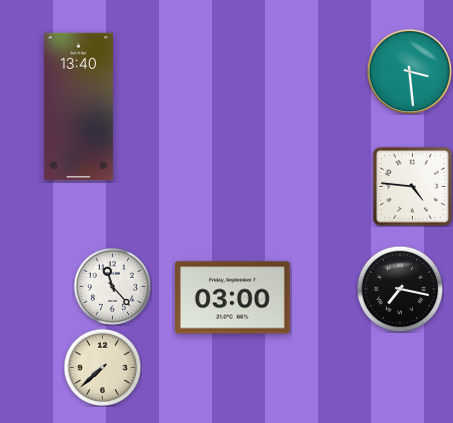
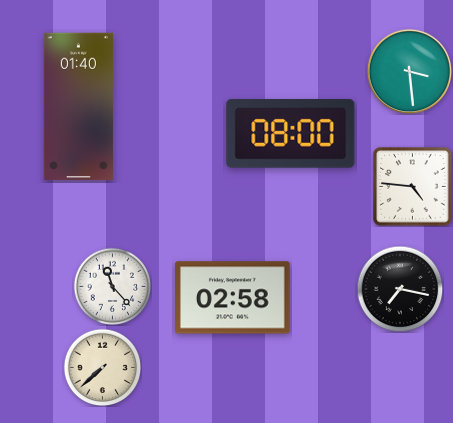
clock at (78, 107): 13:40 -> 01:40
clock at (291, 134): none -> 08:00
clock at (233, 298): 03:00 -> 02:58
